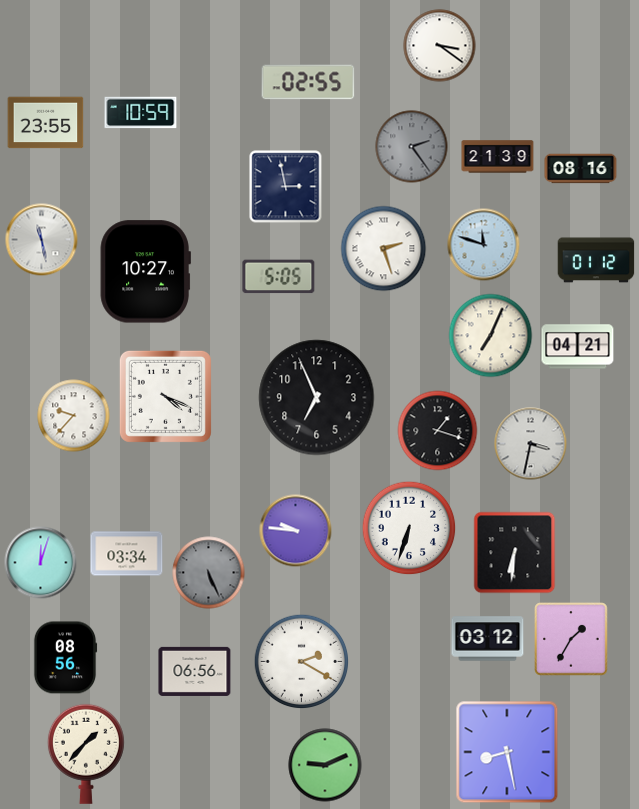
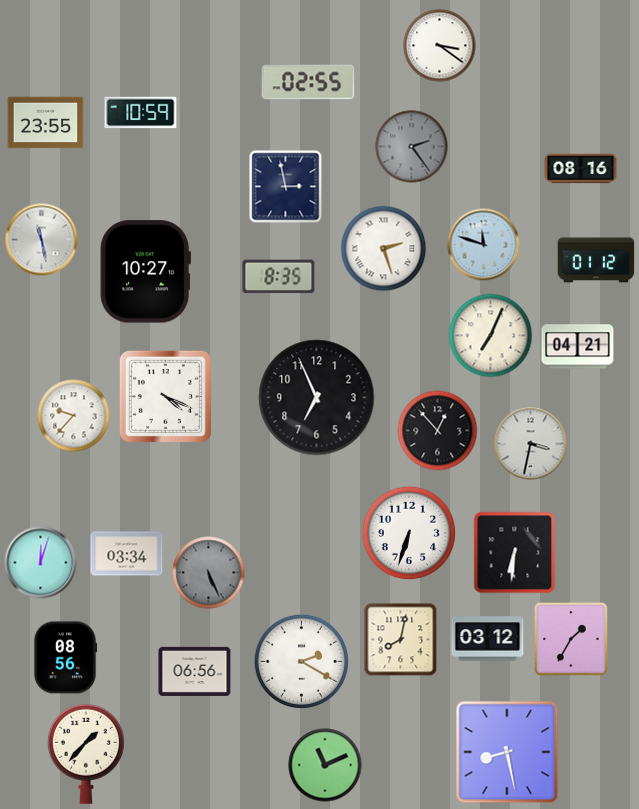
clock at (498, 157): 21:39 -> none
clock at (279, 277): 5:05 -> 8:35
clock at (438, 431): 1:18 -> 12:53
clock at (409, 528) position: (409, 528) -> (409, 533)
clock at (296, 531): 9:46 -> none
clock at (401, 640): none -> 8:02
clock at (325, 765): 9:11 -> 11:11
